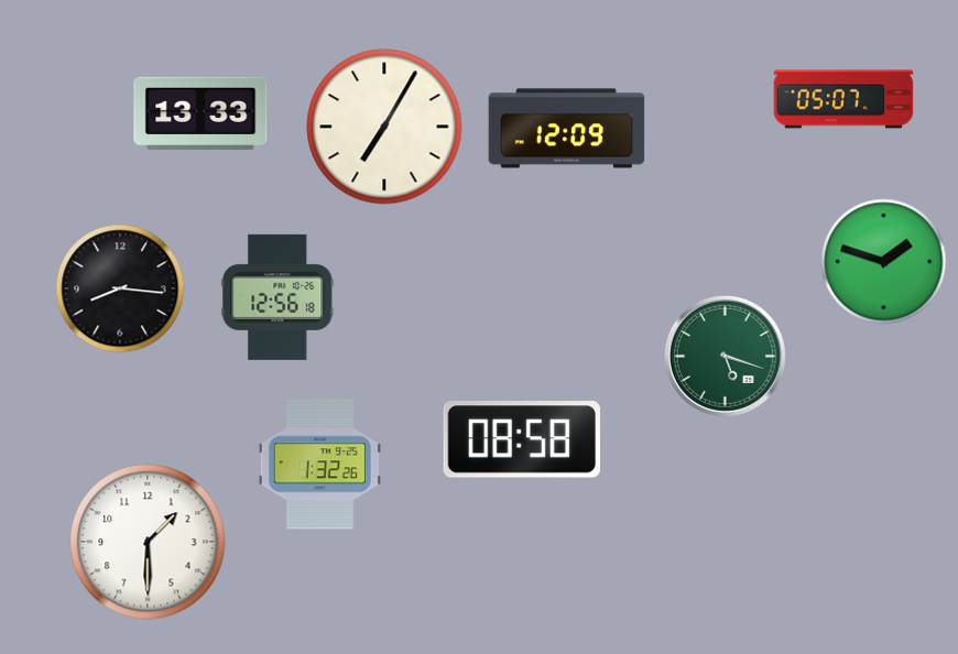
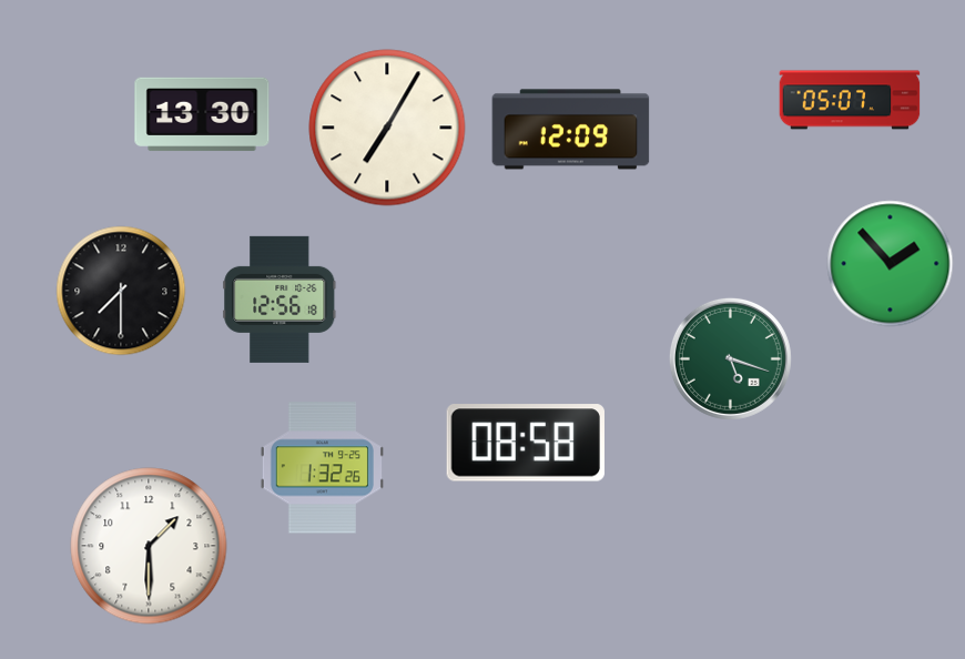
clock at (200, 113): 13:33 -> 13:30
clock at (884, 262): 1:48 -> 1:53
clock at (120, 288): 8:16 -> 7:30
